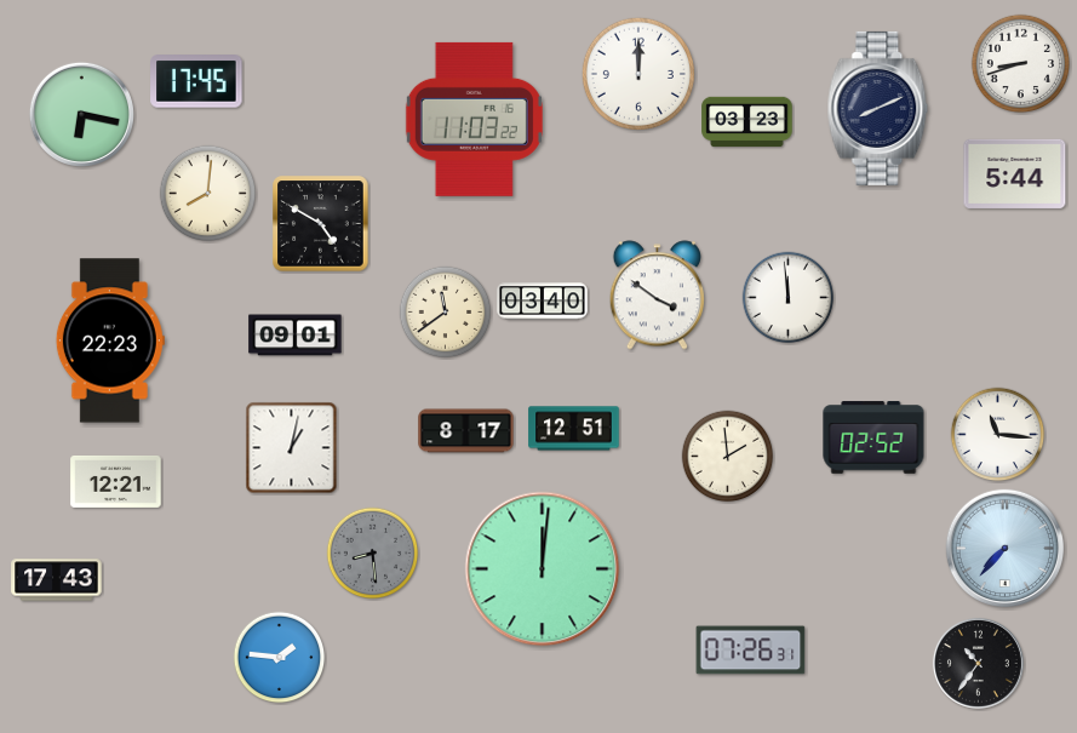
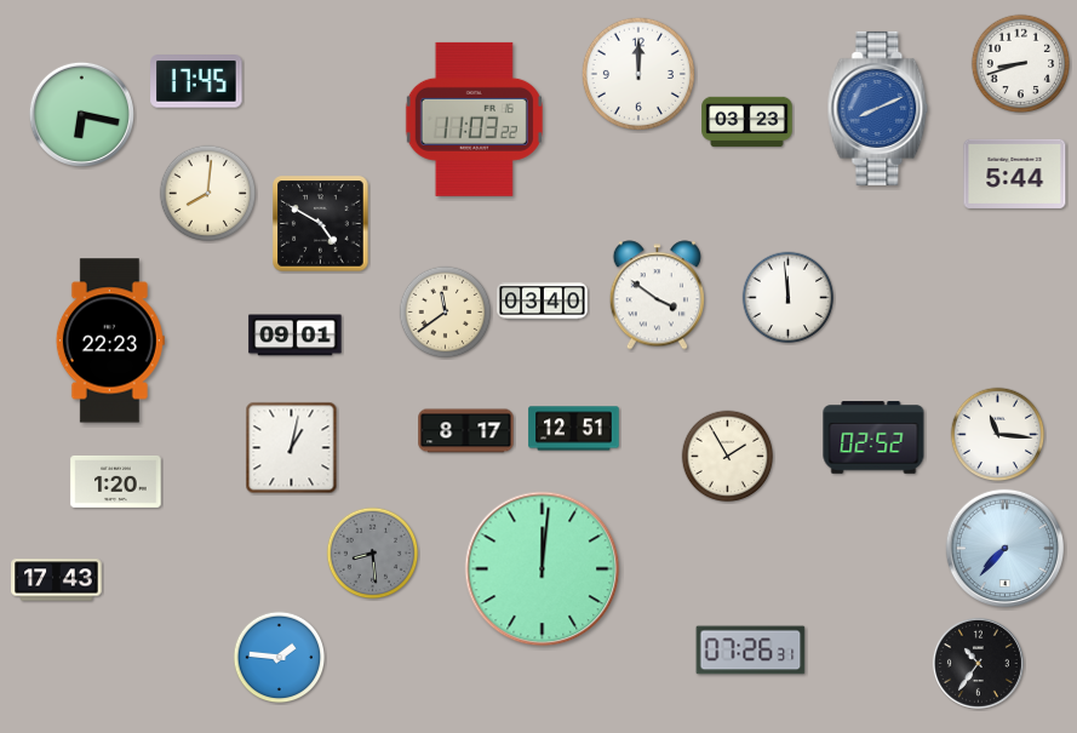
clock at (878, 108) dial: navy -> blue
clock at (728, 457): 1:59 -> 1:55
clock at (116, 481): 12:21 -> 1:20
